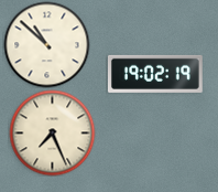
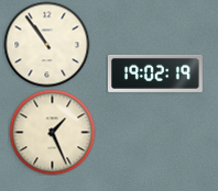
clock at (46, 44): 10:52 -> 10:54
clock at (52, 132): 7:26 -> 1:26
